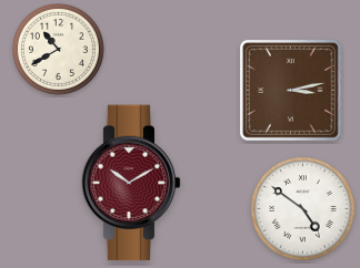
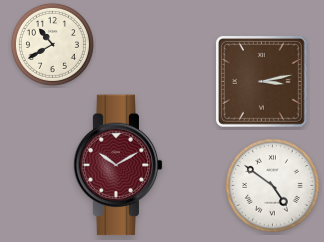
clock at (303, 209) position: (303, 209) -> (273, 186)
